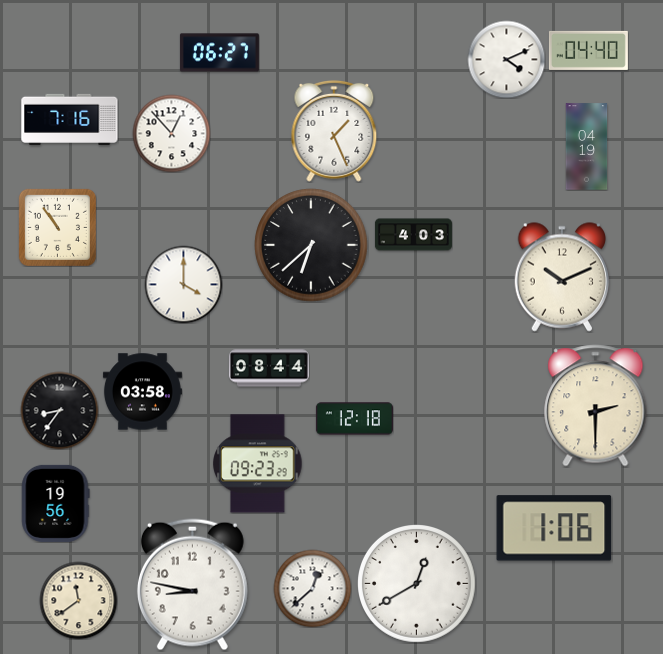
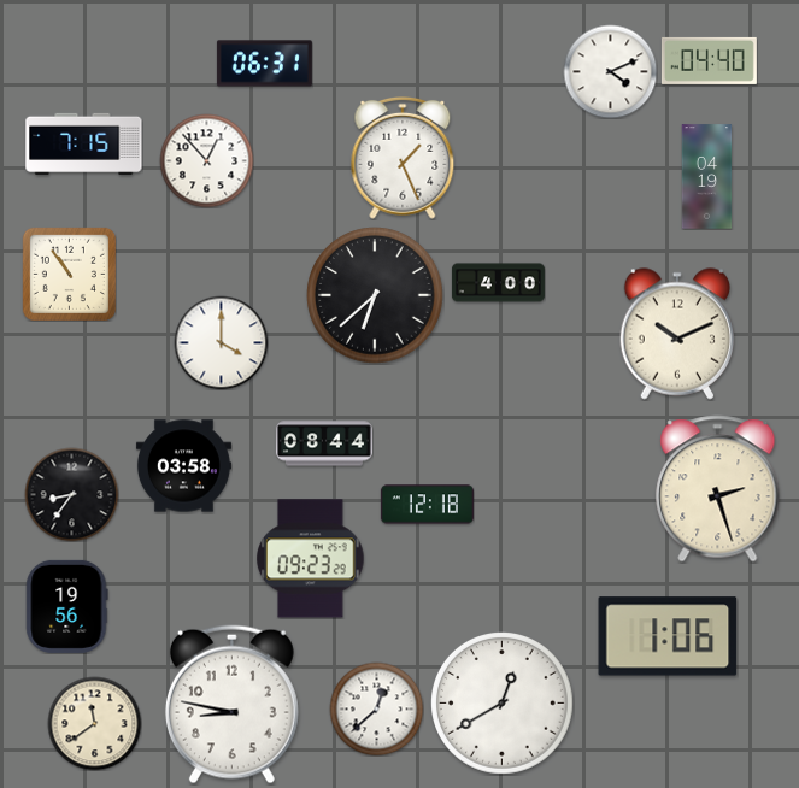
clock at (219, 53): 06:27 -> 06:31
clock at (70, 119): 7:16 -> 7:15
clock at (413, 235): 4:03 -> 4:00
clock at (142, 392) position: (142, 392) -> (183, 466)
clock at (596, 406): 2:30 -> 2:27
